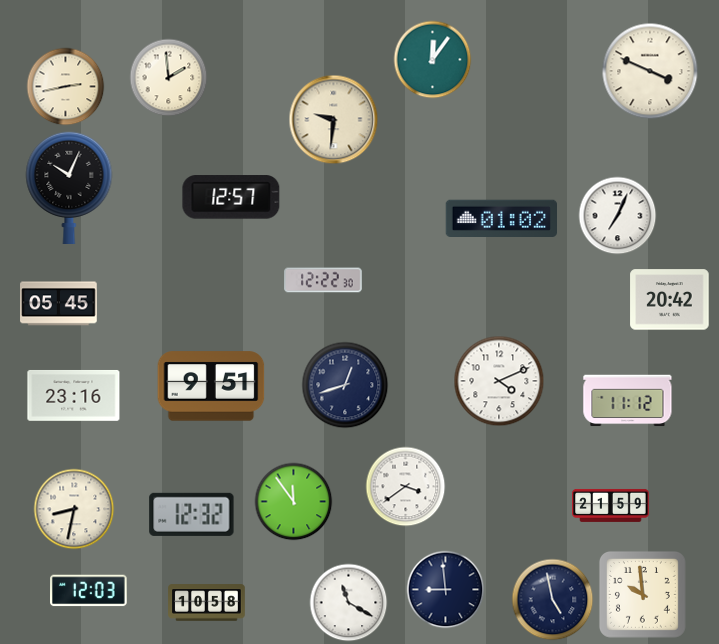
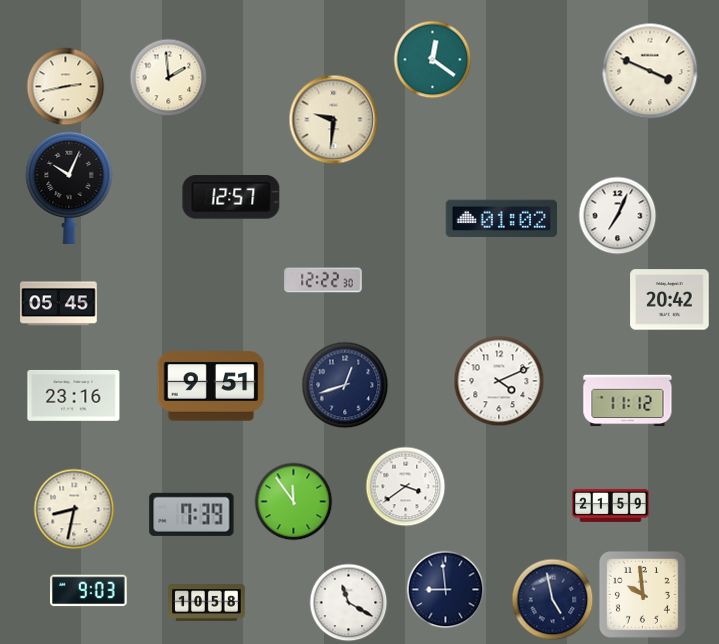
clock at (432, 59): 12:06 -> 12:21
clock at (192, 514): 12:32 -> 7:39
clock at (89, 591): 12:03 -> 9:03
